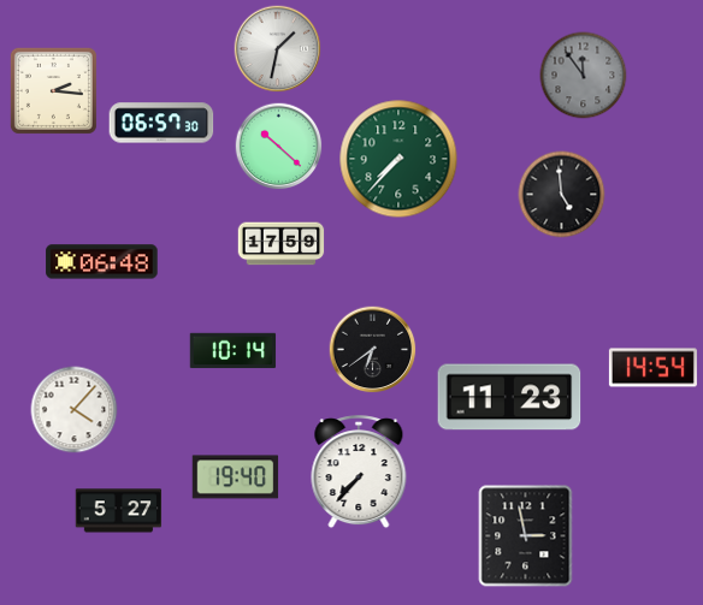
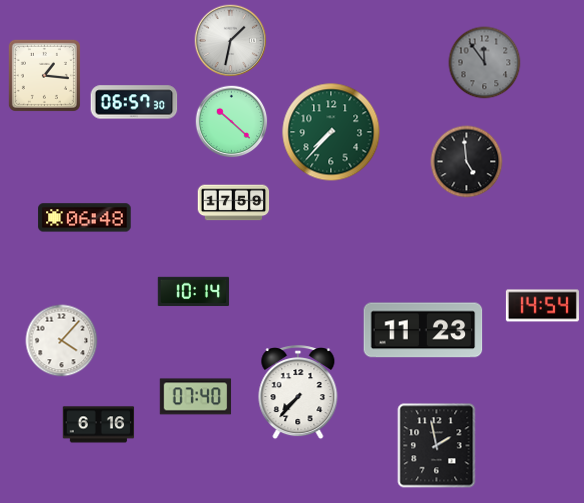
clock at (53, 90): 2:16 -> 1:16
clock at (373, 350): 6:39 -> none
clock at (236, 478): 19:40 -> 07:40
clock at (119, 511): 5:27 -> 6:16
clock at (526, 536): 2:58 -> 1:58
